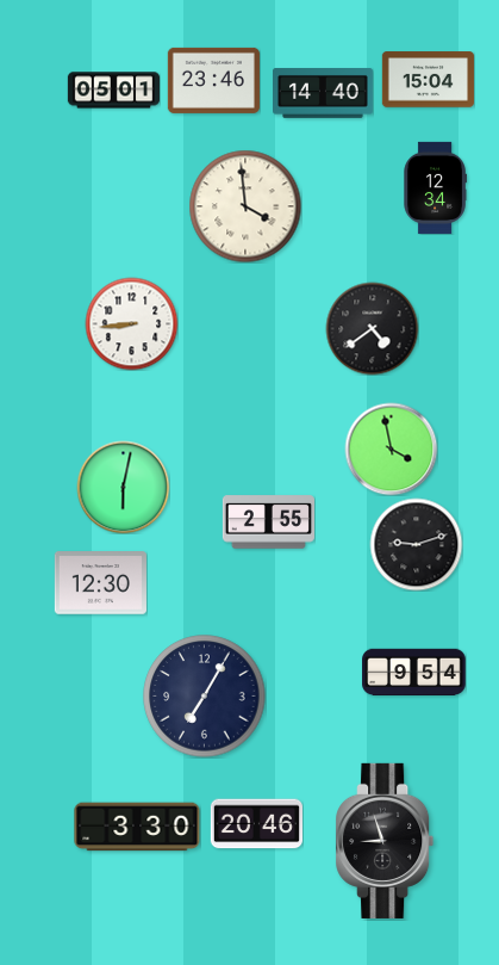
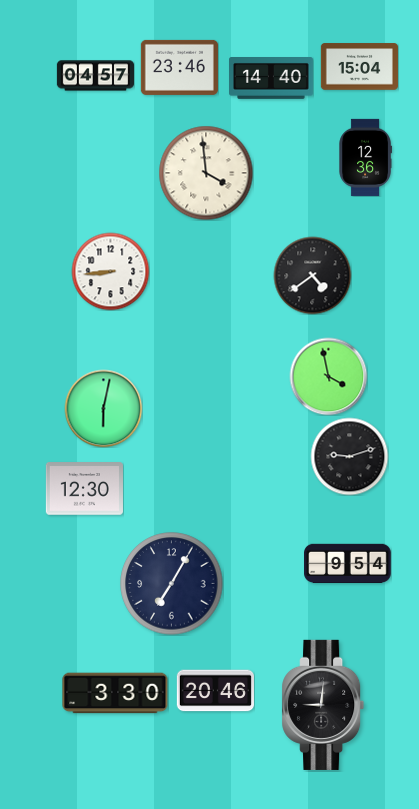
clock at (113, 91): 05:01 -> 04:57
clock at (435, 187): 12:34 -> 12:36
clock at (268, 522): 2:55 -> none
clock at (385, 841): 8:57 -> 9:01
